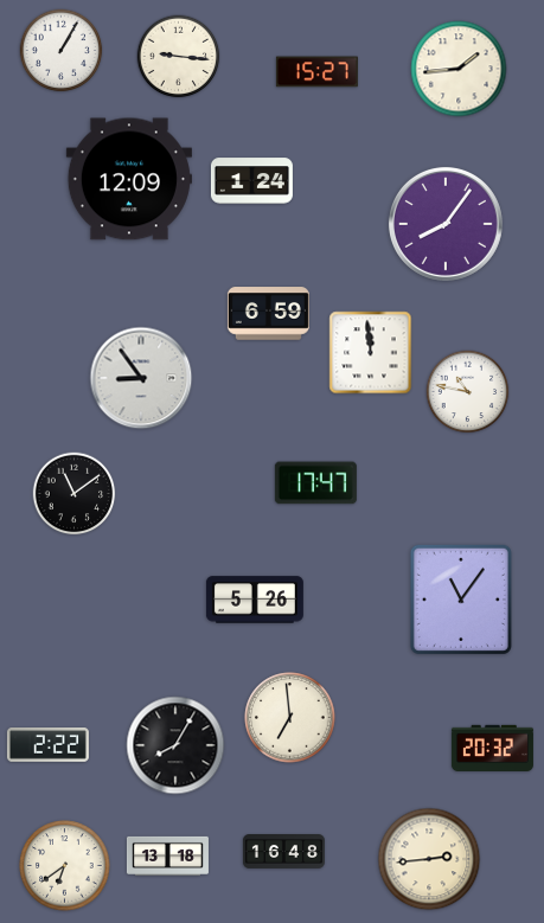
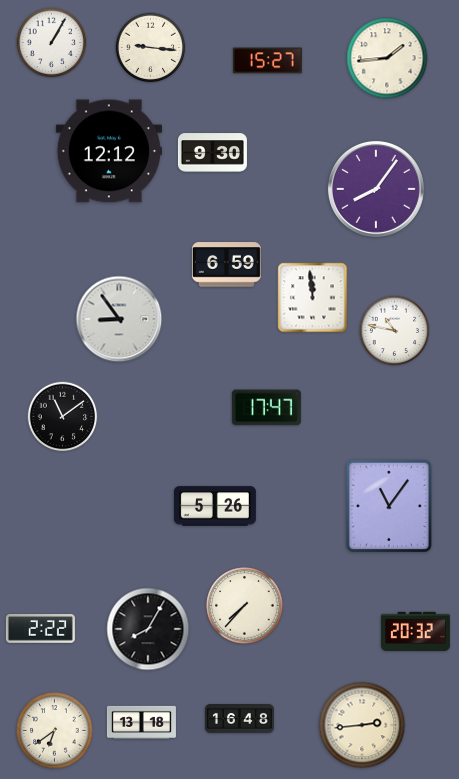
clock at (129, 179): 12:09 -> 12:12
clock at (251, 181): 1:24 -> 9:30
clock at (290, 718): 6:59 -> 7:37
